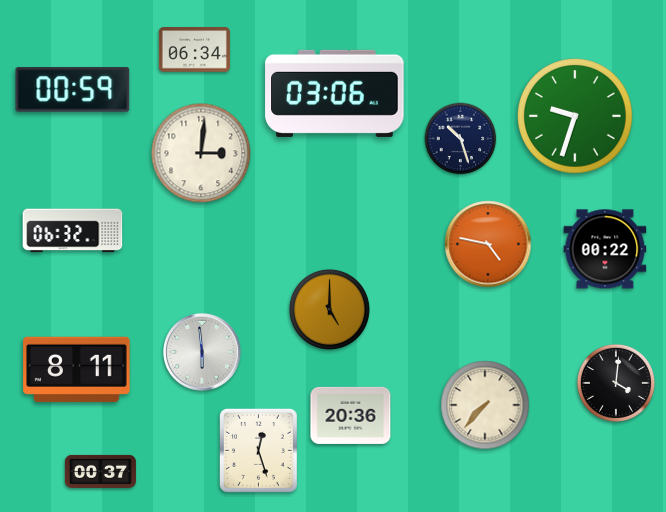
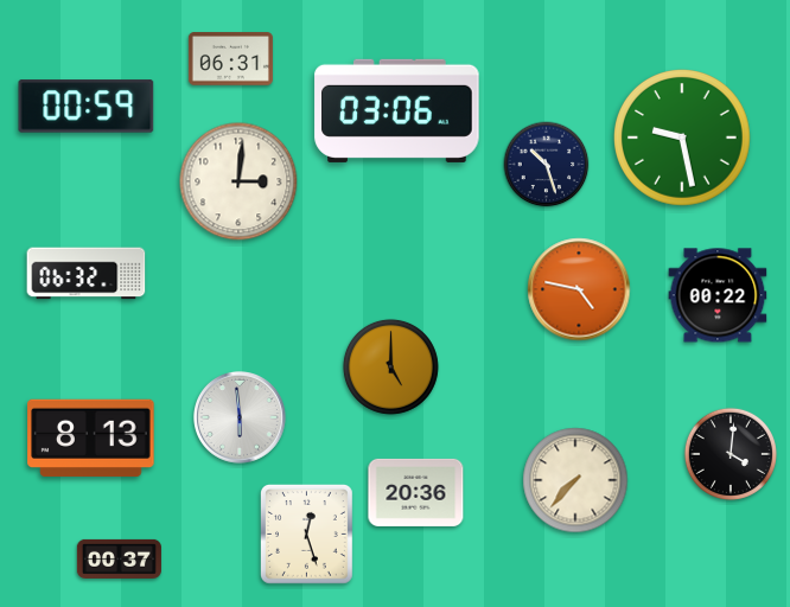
clock at (194, 50): 06:34 -> 06:31
clock at (576, 117): 9:33 -> 9:28
clock at (77, 369): 8:11 -> 8:13
